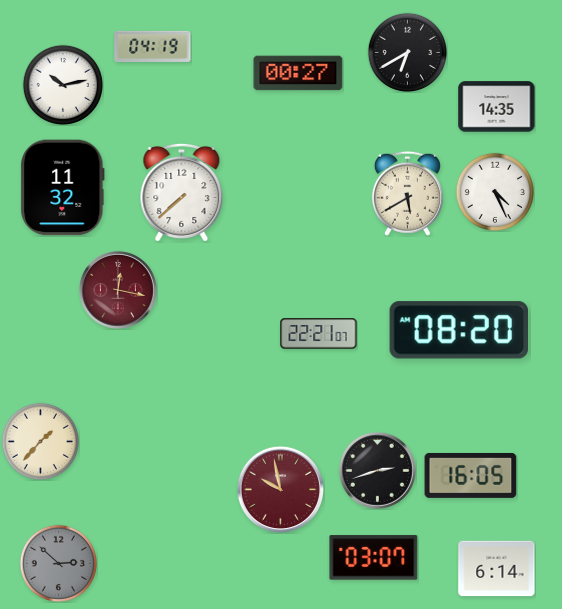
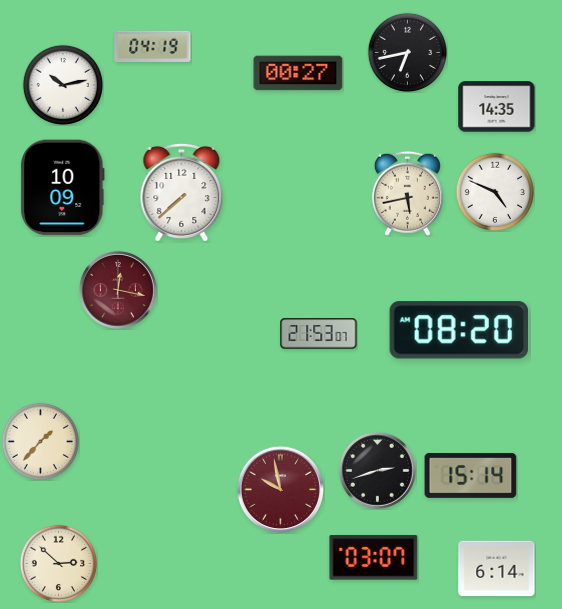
clock at (407, 52): 6:40 -> 6:43
clock at (63, 188): 11:32 -> 10:09
clock at (494, 191): 4:26 -> 4:49
clock at (407, 193): 5:40 -> 5:43
clock at (319, 334): 22:21 -> 21:53
clock at (471, 475): 16:05 -> 15:14
clock at (58, 563) dial: grey -> cream
